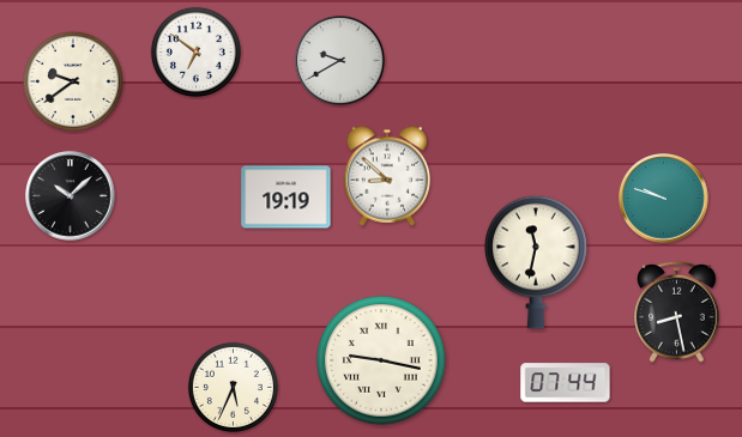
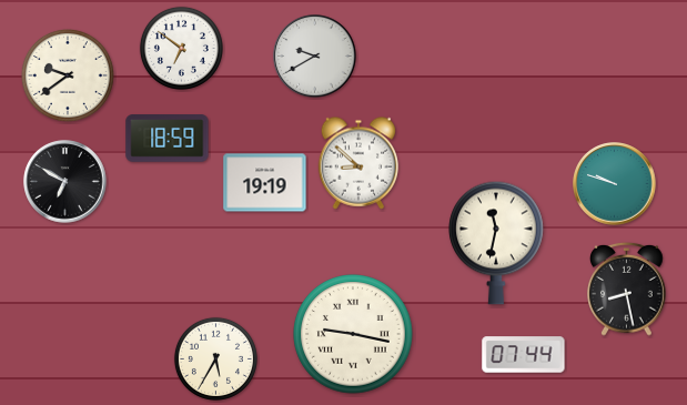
clock at (168, 139): none -> 18:59
clock at (71, 196): 10:08 -> 6:50
clock at (233, 387): 5:34 -> 5:35
